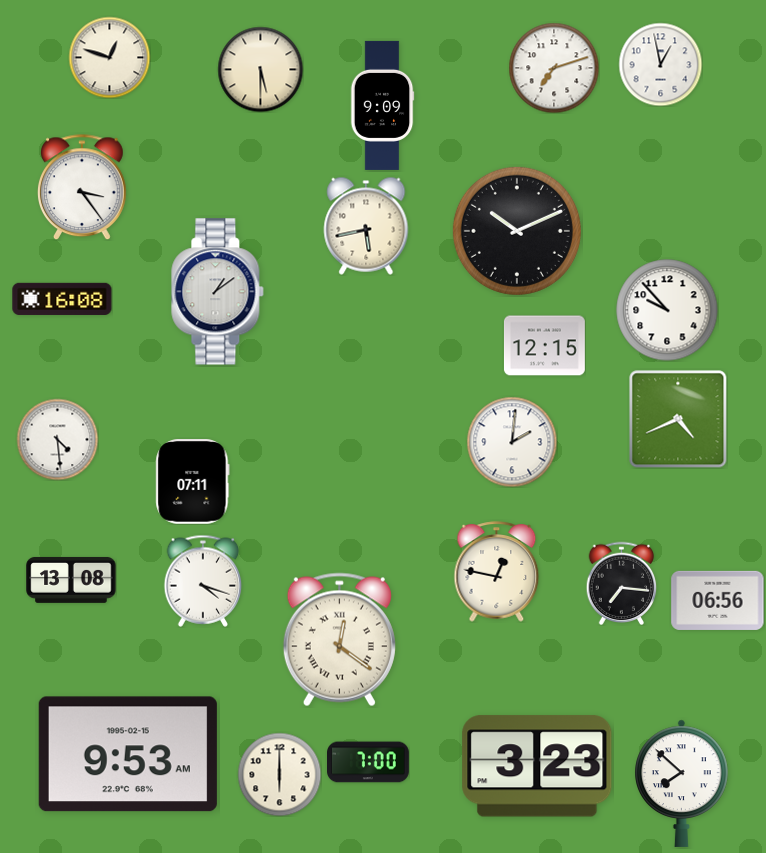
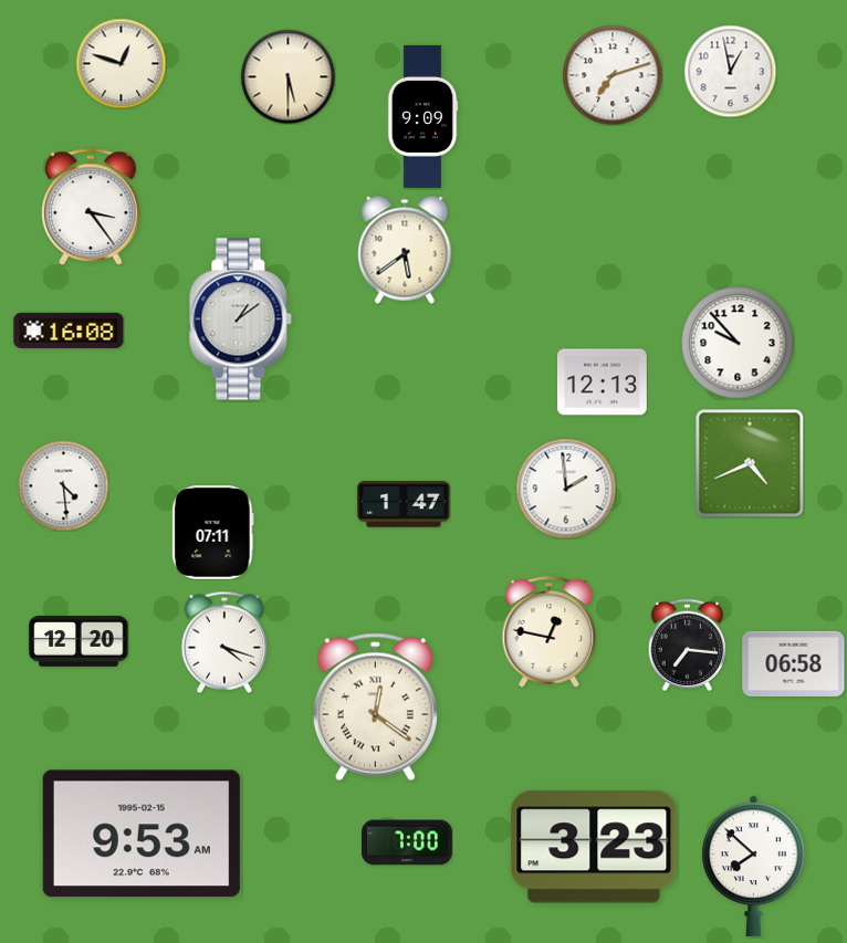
clock at (366, 226): 5:43 -> 5:39
clock at (517, 231): 10:11 -> none
clock at (218, 292) position: (218, 292) -> (241, 319)
clock at (544, 346): 12:15 -> 12:13
clock at (512, 442): 2:01 -> 1:59
clock at (405, 504): none -> 1:47
clock at (71, 580): 13:08 -> 12:20
clock at (718, 600): 06:56 -> 06:58
clock at (279, 774): 6:00 -> none
